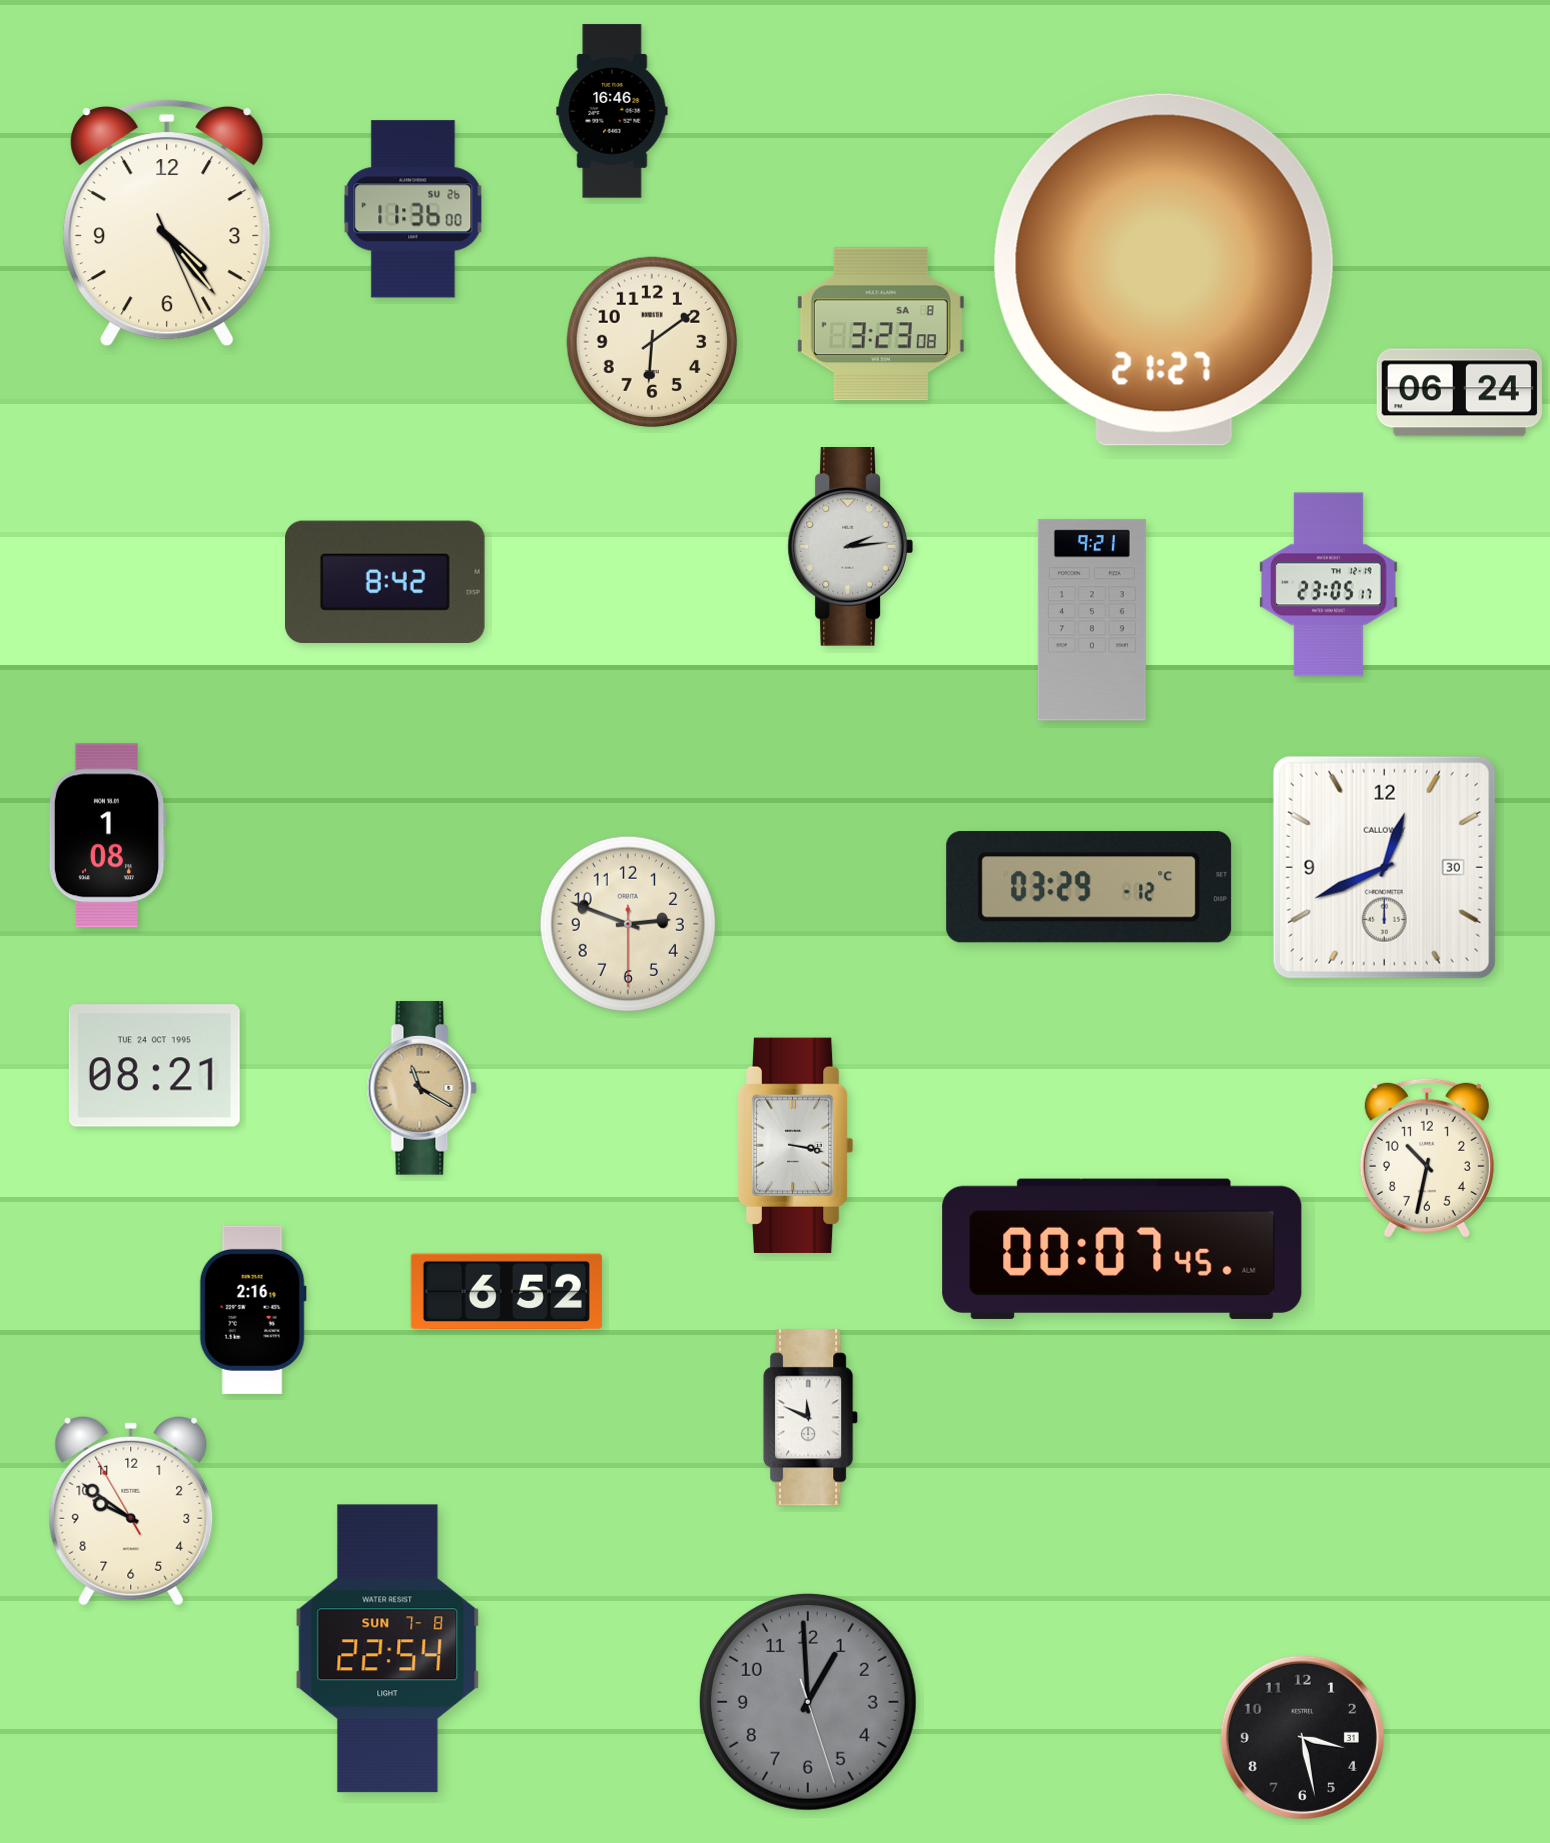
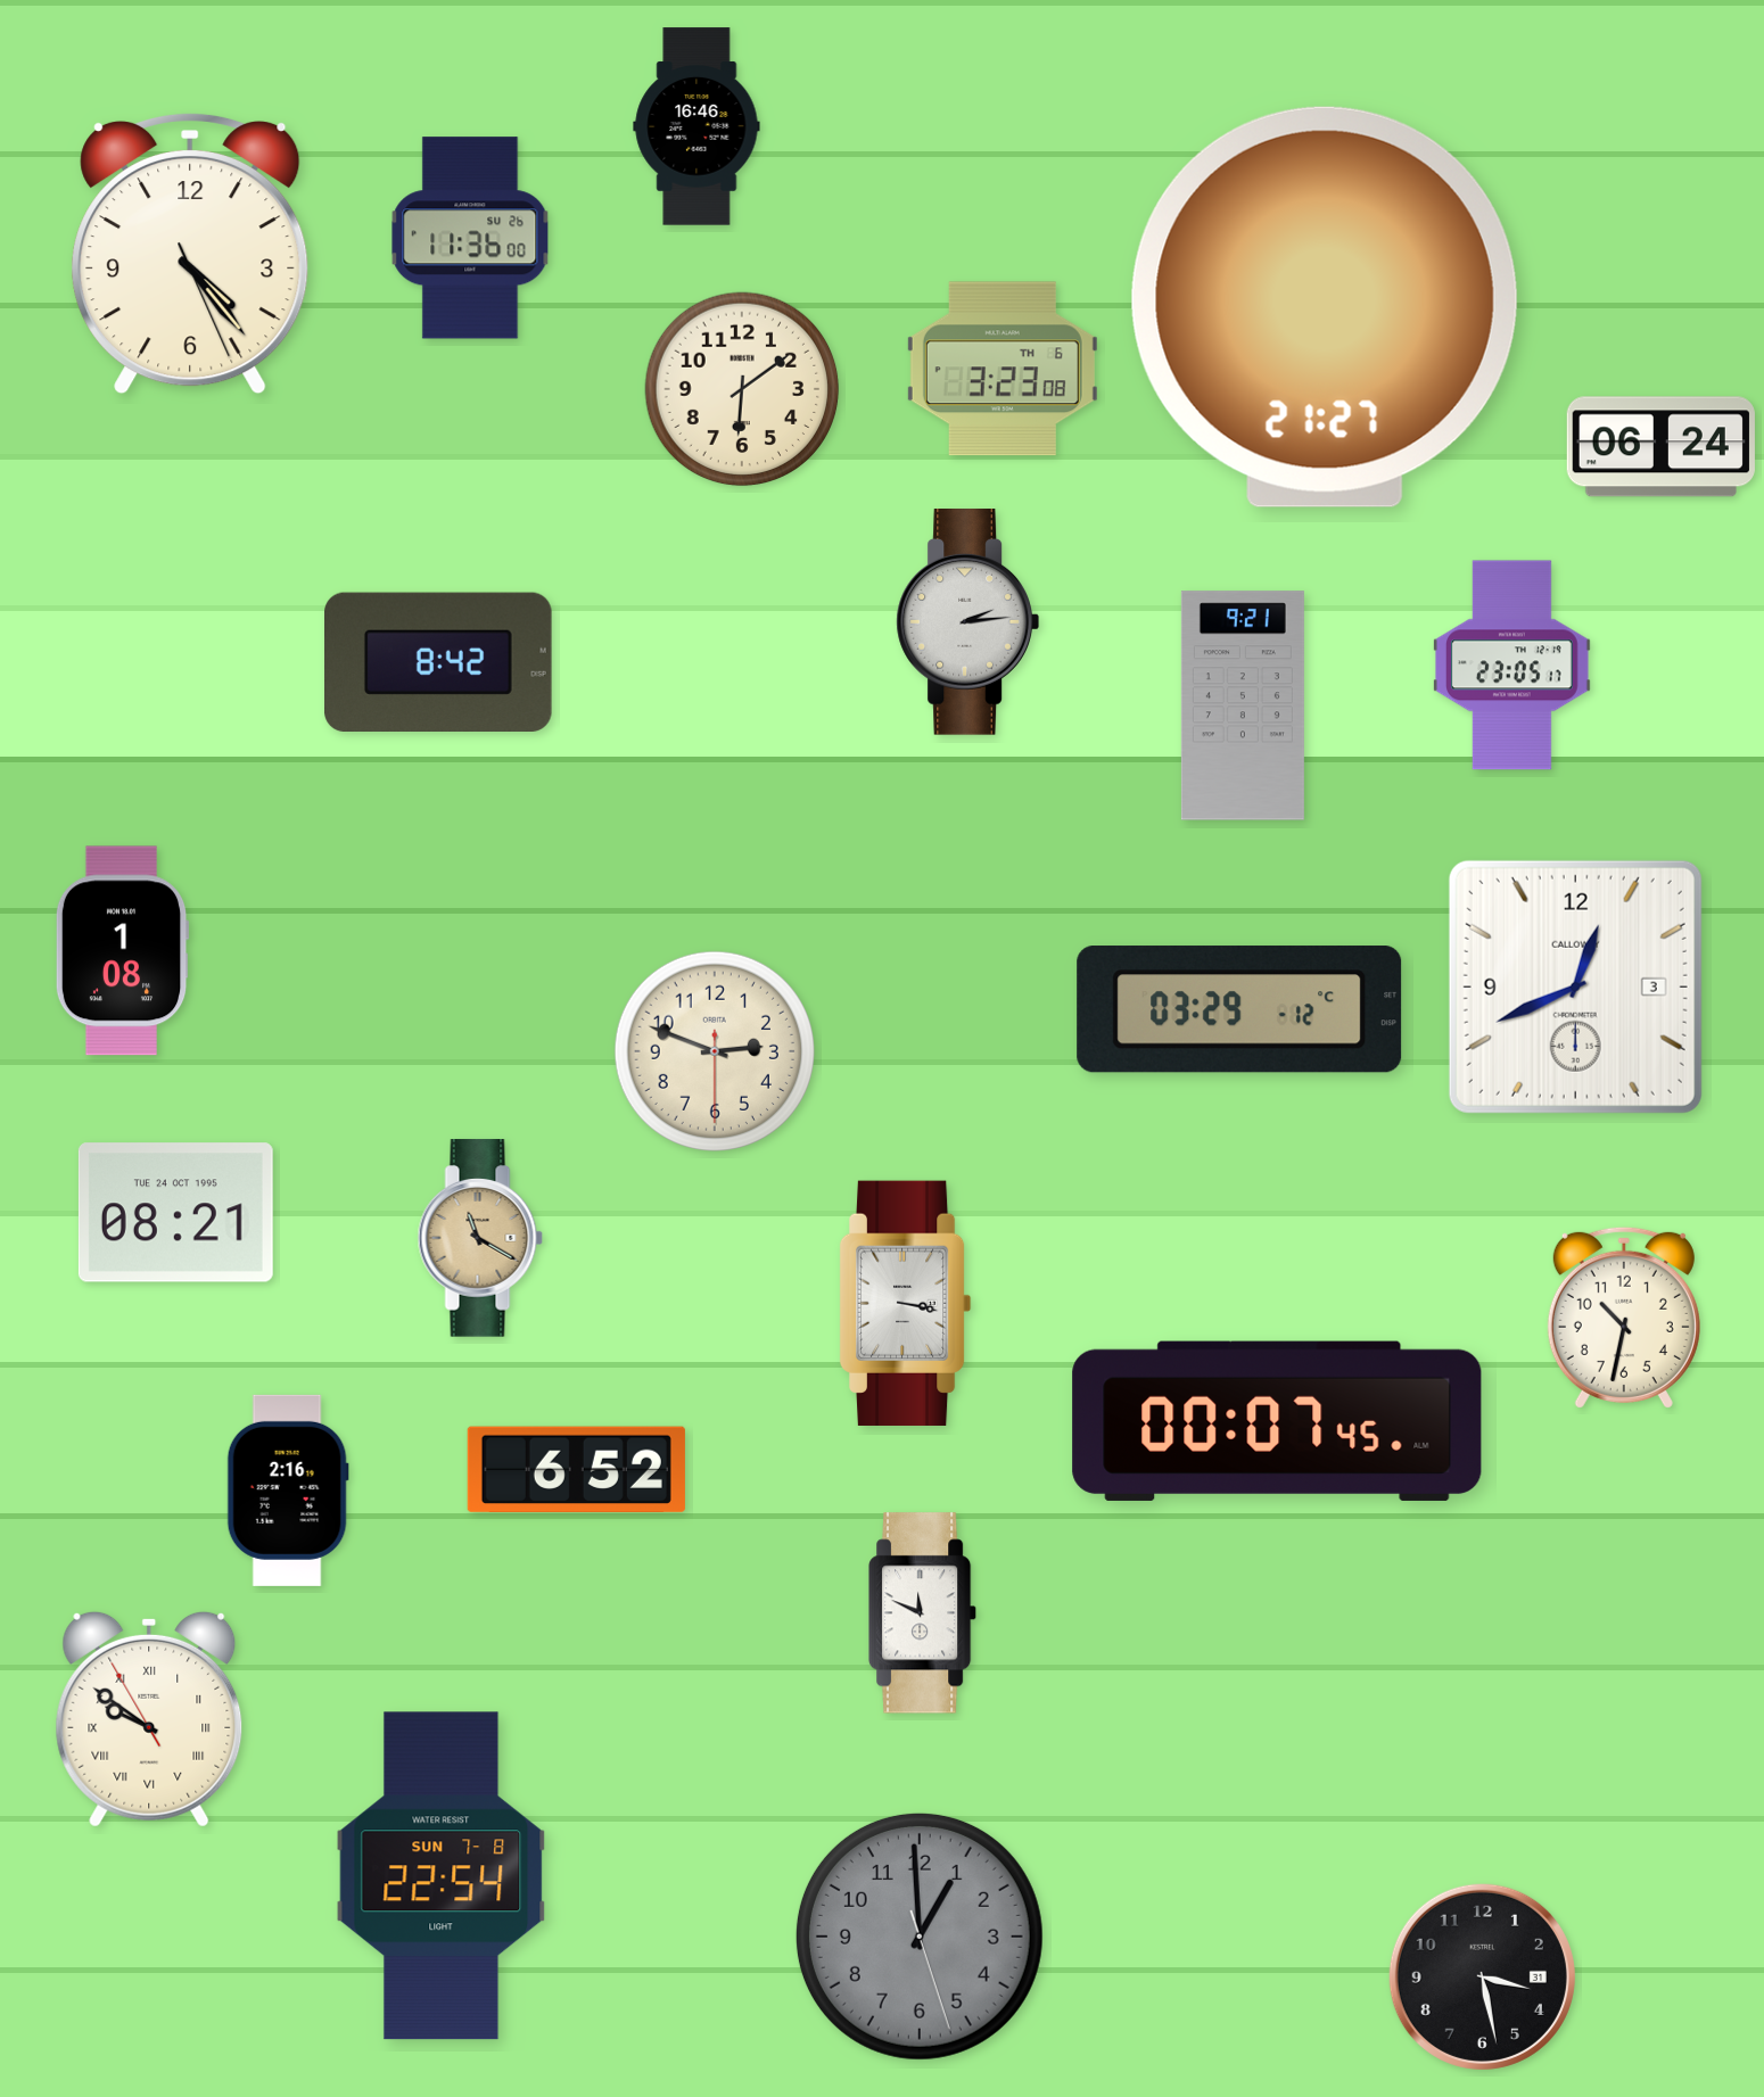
clock at (881, 324) date: SA 8 -> TH 6
clock at (1384, 867) date: 30 -> 3
clock at (131, 1511) numerals: Arabic -> Roman
